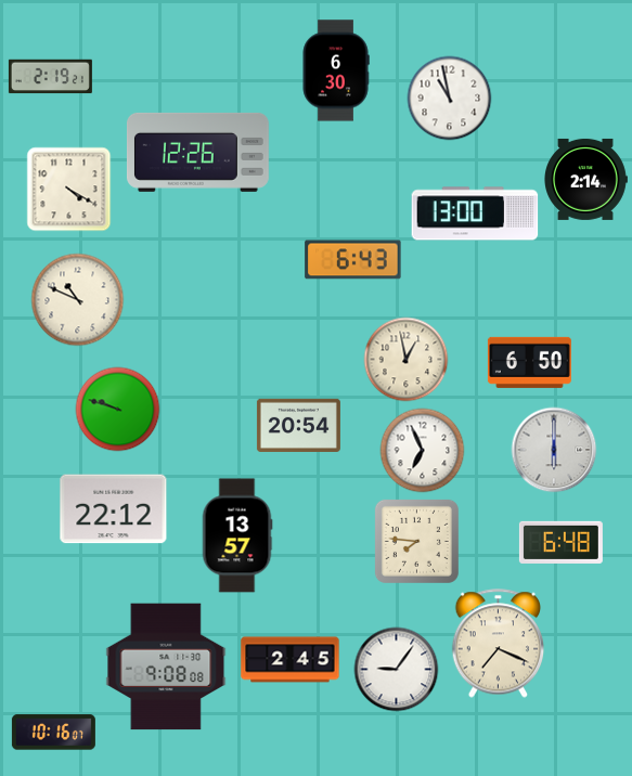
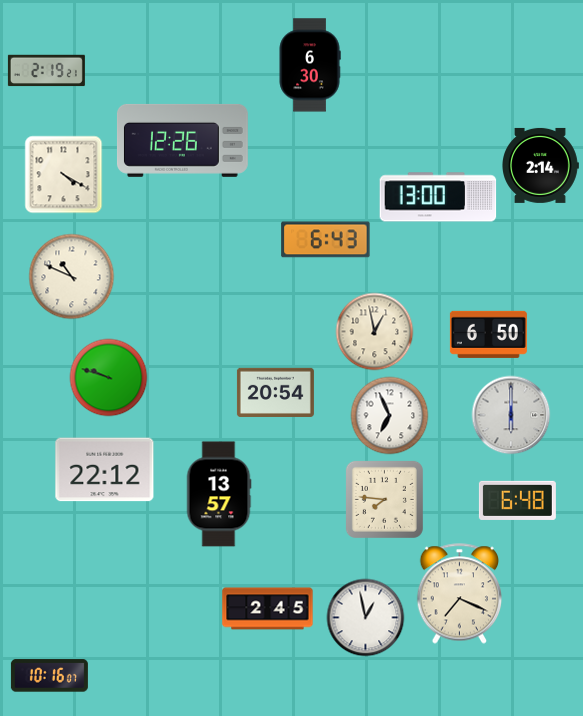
clock at (449, 98): 10:58 -> none
clock at (166, 667): 9:08 -> none
clock at (396, 669): 9:06 -> 12:58
